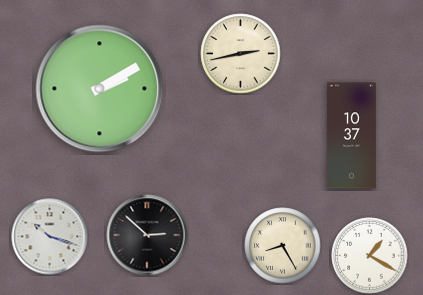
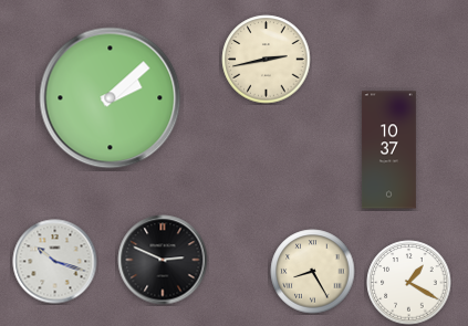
clock at (100, 89): 2:10 -> 2:08
clock at (147, 235): 2:52 -> 2:49
